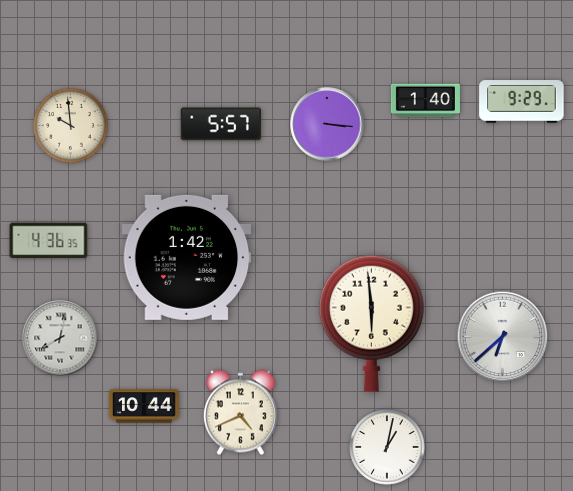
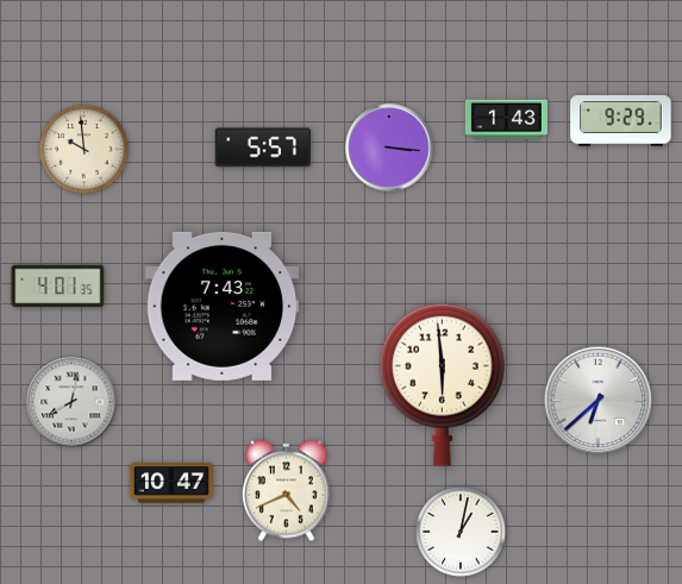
clock at (425, 101): 1:40 -> 1:43
clock at (49, 241): 4:36 -> 4:01
clock at (187, 257): 1:42 -> 7:43
clock at (144, 406): 10:44 -> 10:47
